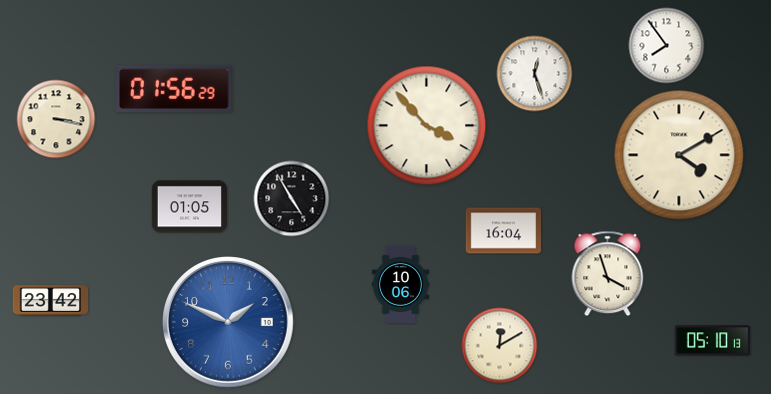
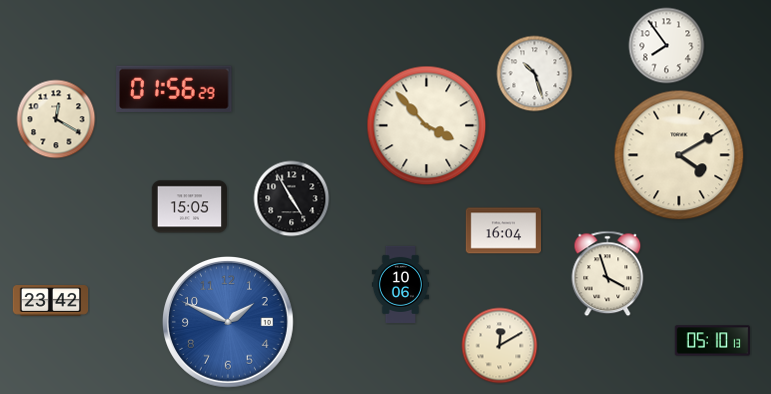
clock at (535, 74): 12:27 -> 10:27
clock at (56, 119): 3:17 -> 12:20
clock at (189, 207): 01:05 -> 15:05
